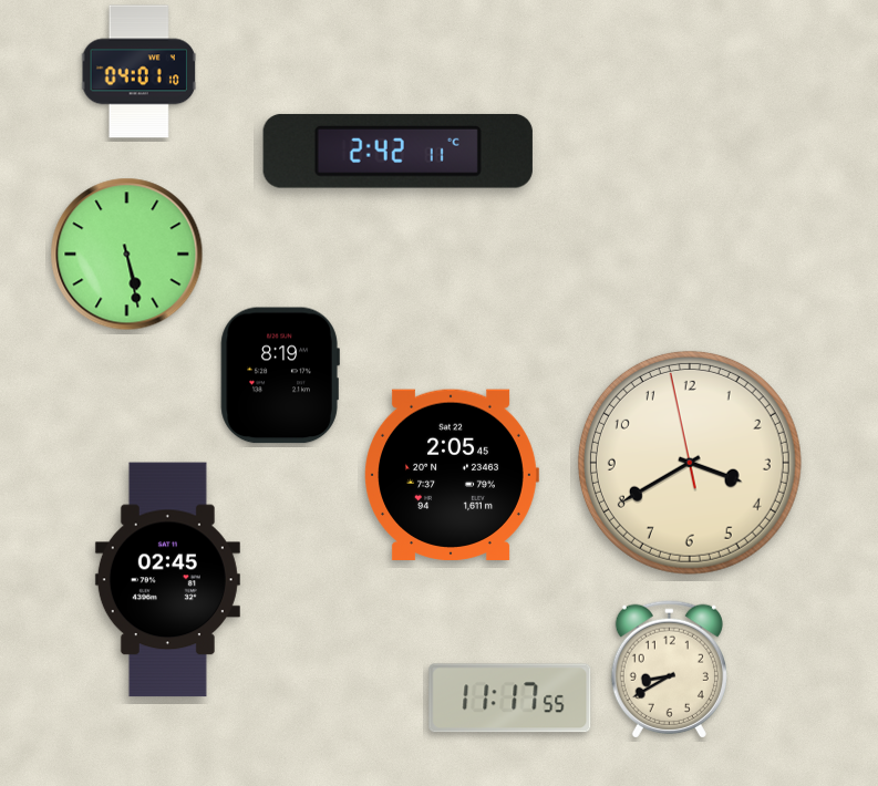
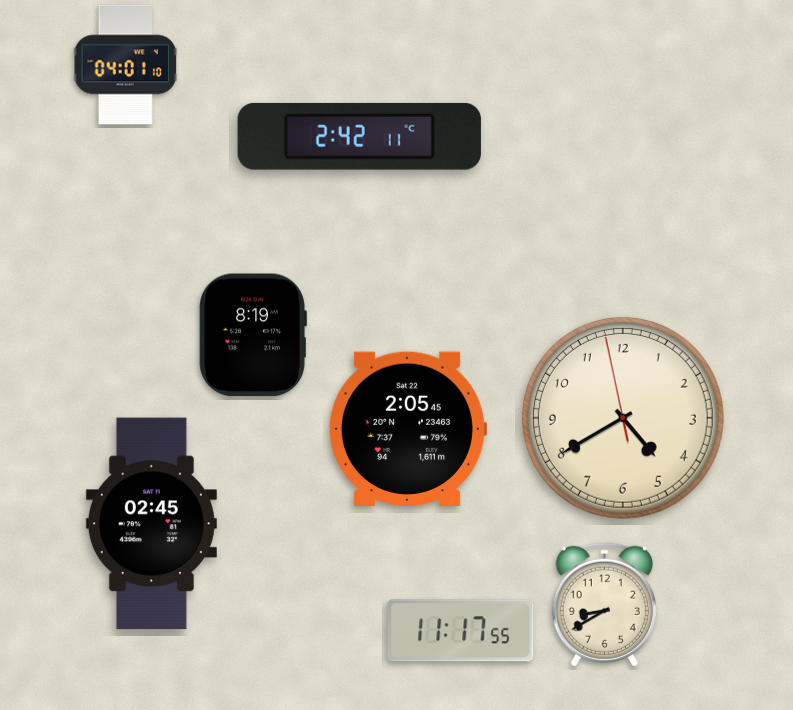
clock at (127, 255): 5:28 -> none
clock at (280, 375) position: (280, 375) -> (253, 335)
clock at (690, 463): 3:39 -> 4:39
